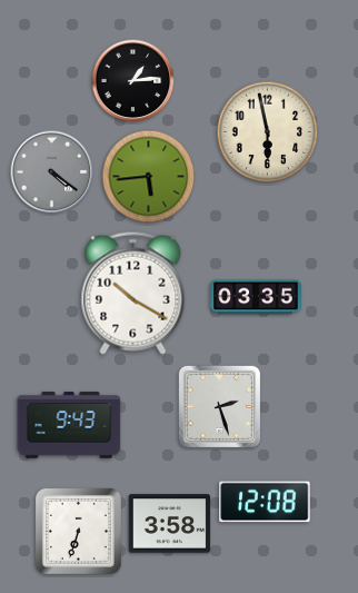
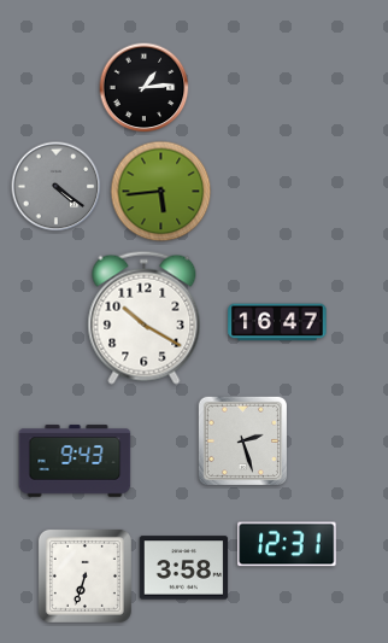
clock at (268, 132): 5:58 -> none
clock at (256, 297): 03:35 -> 16:47
clock at (219, 406) position: (219, 406) -> (242, 440)
clock at (265, 502): 12:08 -> 12:31
